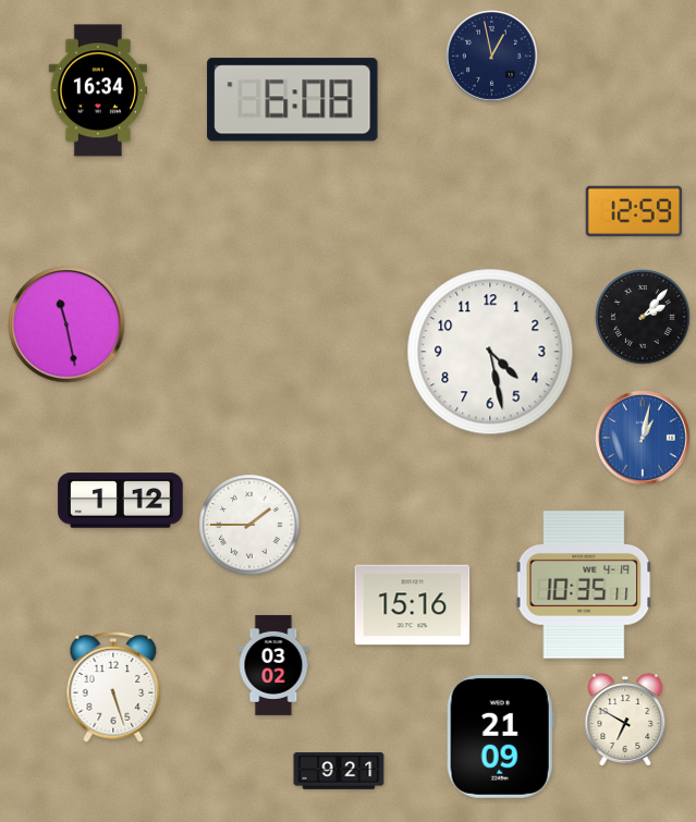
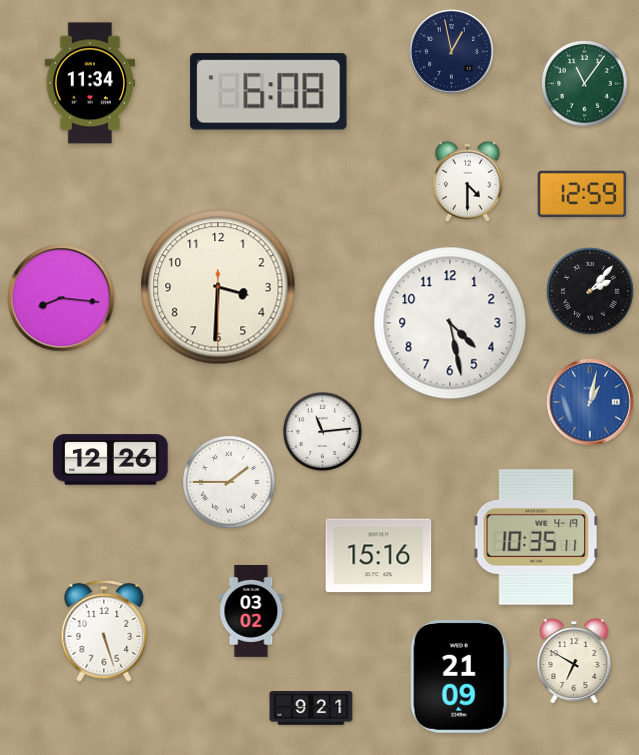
clock at (98, 90): 16:34 -> 11:34
clock at (585, 84): none -> 11:06
clock at (467, 181): none -> 4:30
clock at (218, 287): none -> 3:30
clock at (66, 324): 11:28 -> 8:16
clock at (322, 431): none -> 11:14
clock at (121, 501): 1:12 -> 12:26
